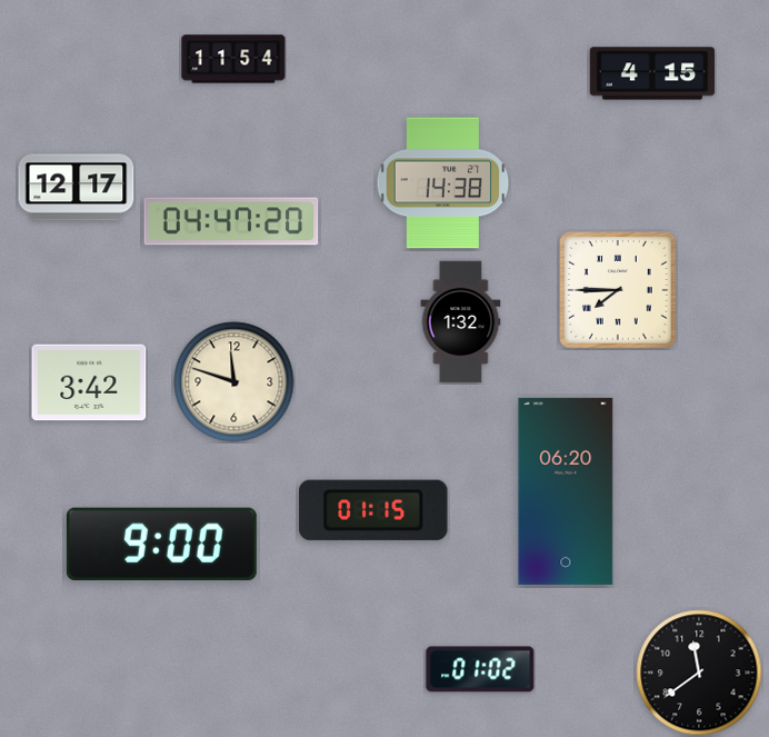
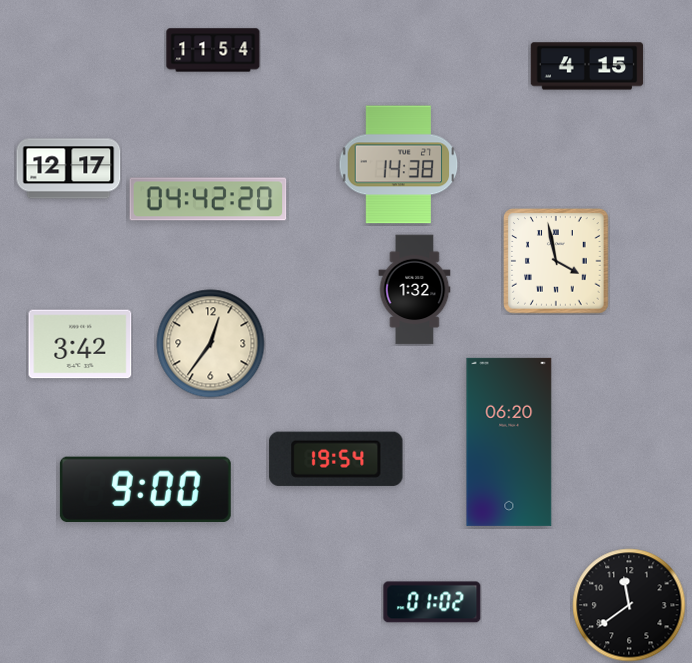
clock at (233, 59) position: (233, 59) -> (213, 50)
clock at (231, 221): 04:47 -> 04:42
clock at (618, 290): 7:45 -> 3:58
clock at (234, 382): 11:48 -> 12:36
clock at (373, 510): 01:15 -> 19:54
